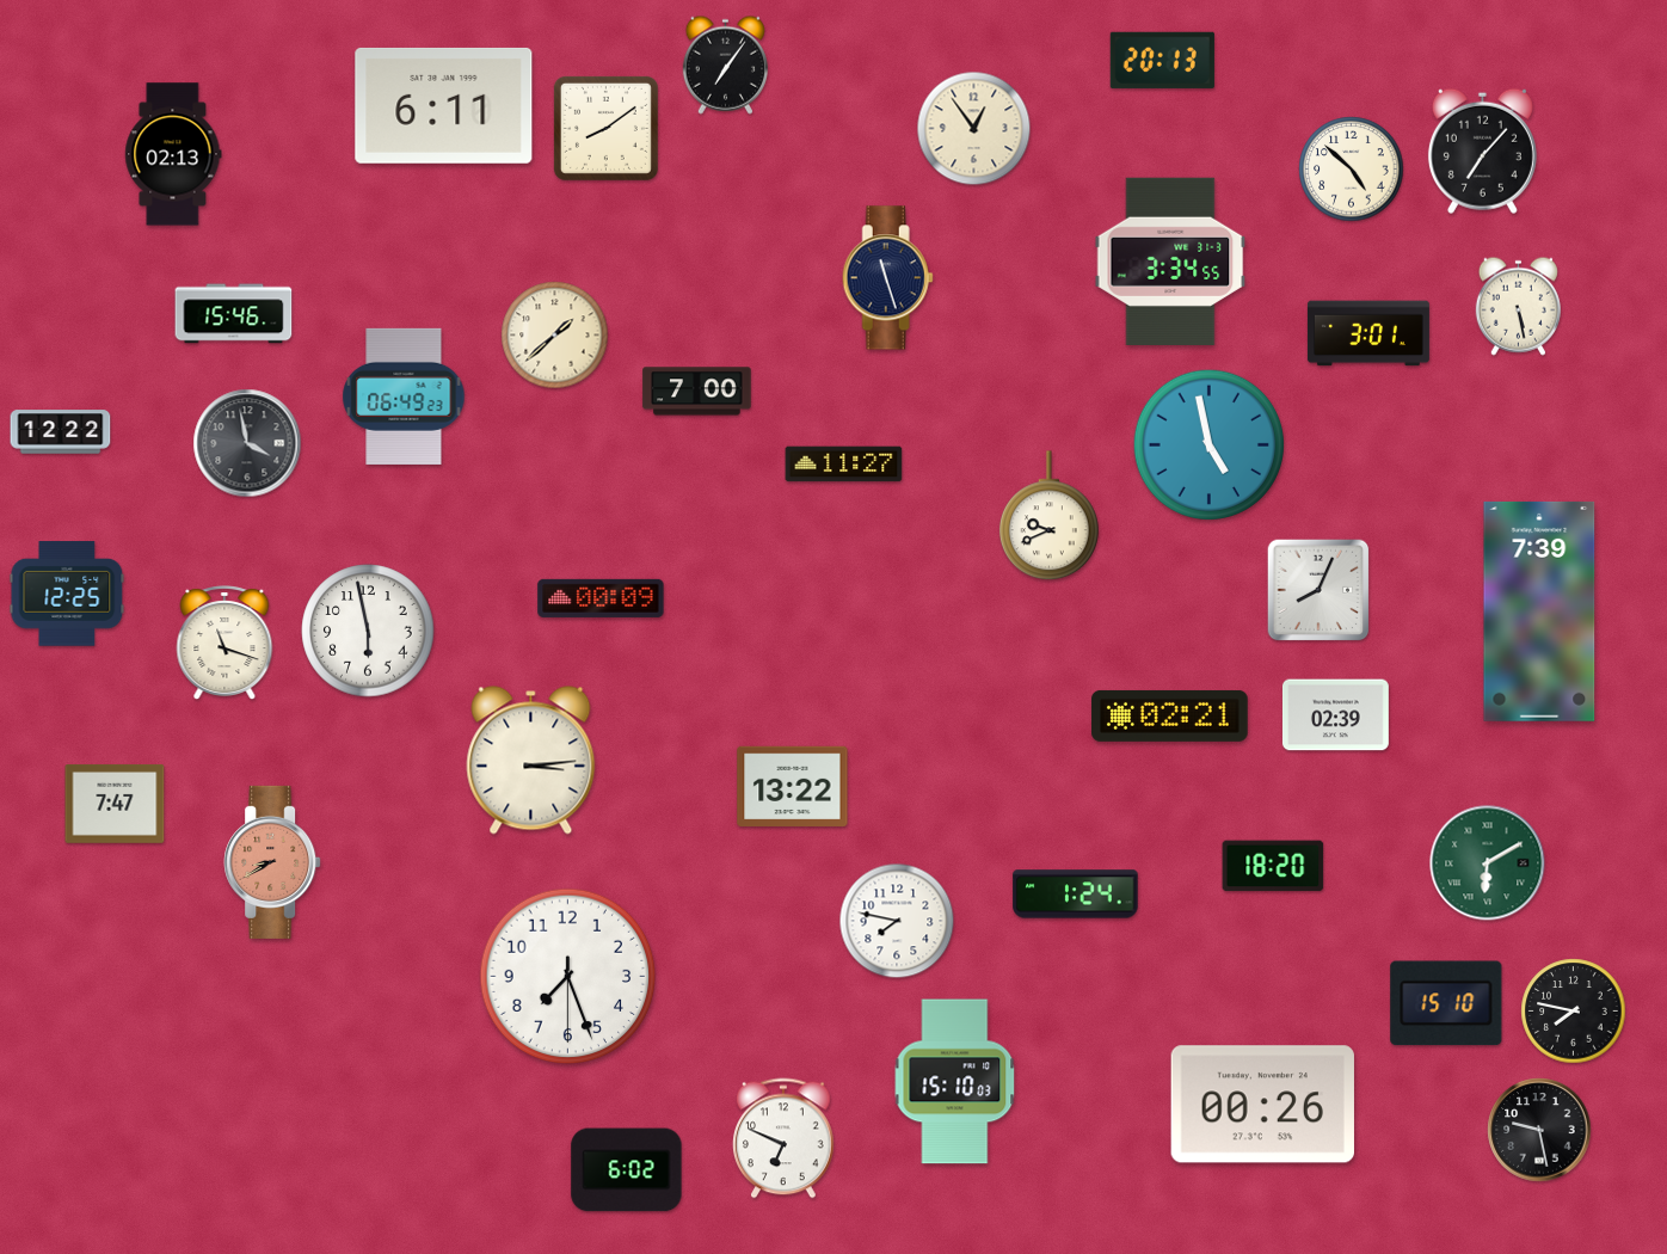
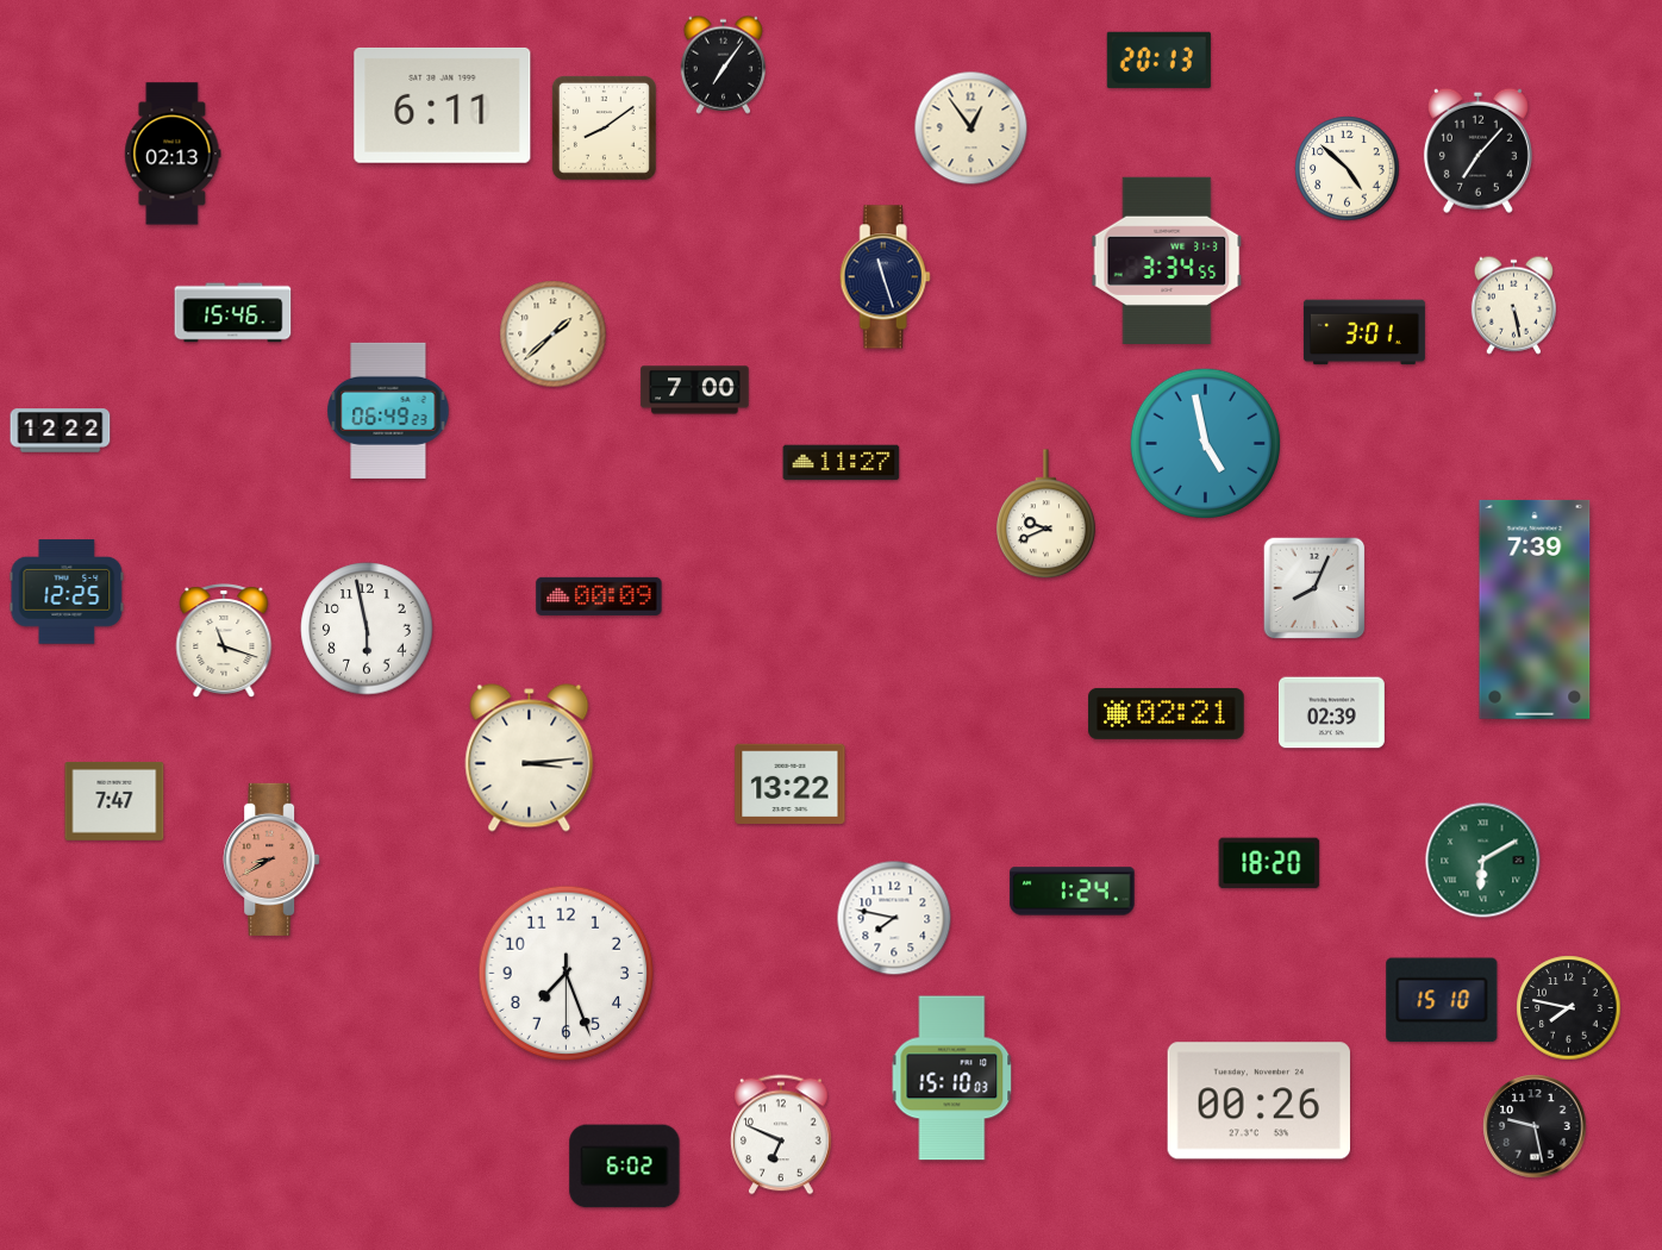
clock at (404, 397) position: (404, 397) -> (388, 411)
clock at (247, 443): 3:58 -> none
